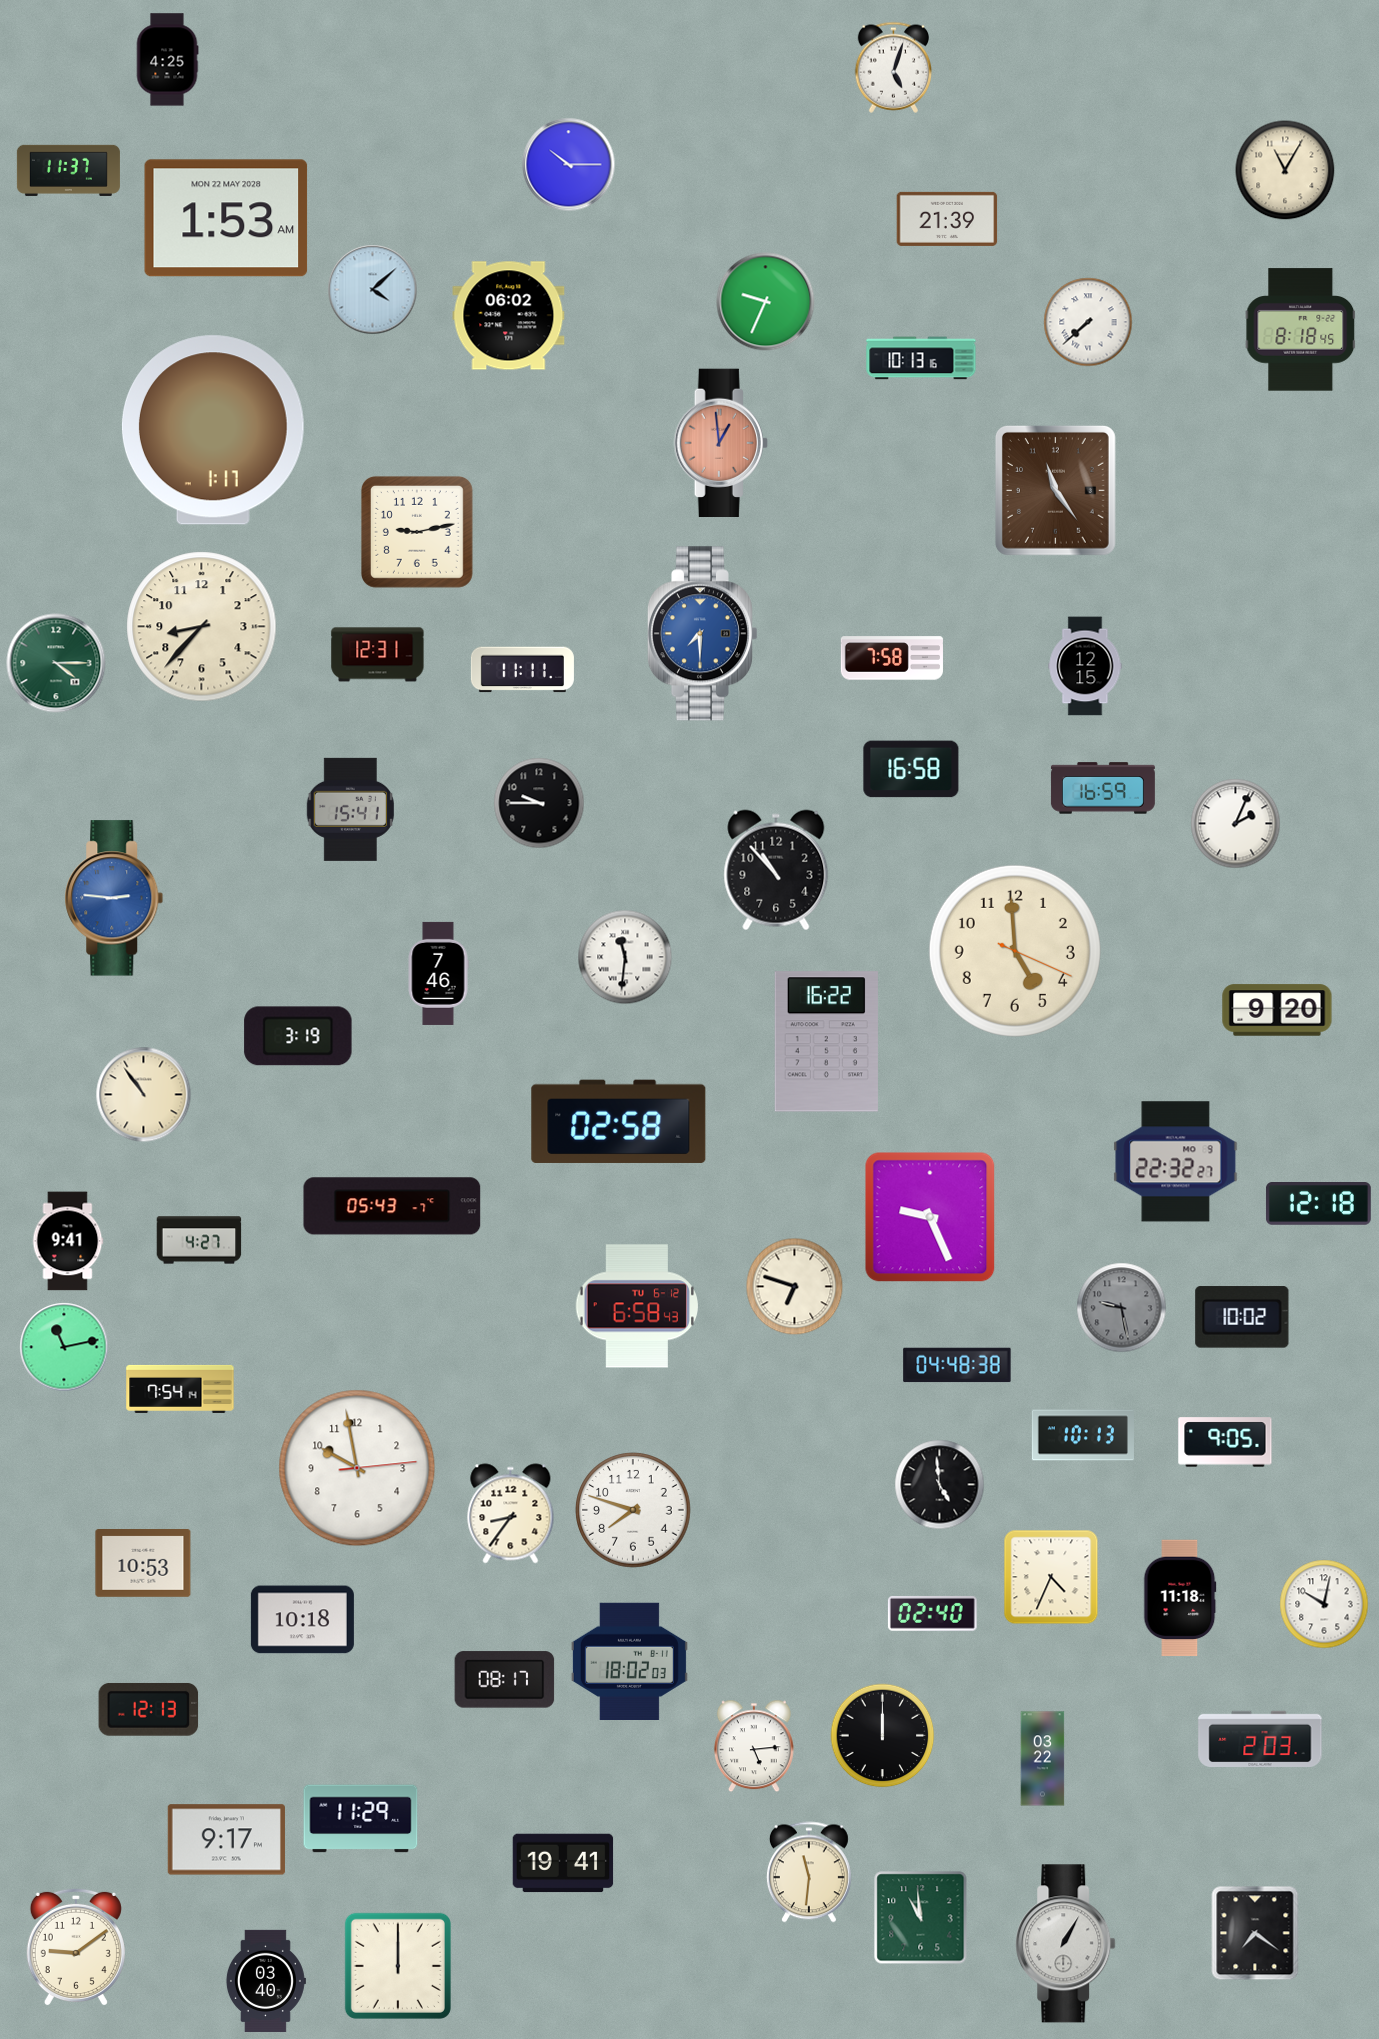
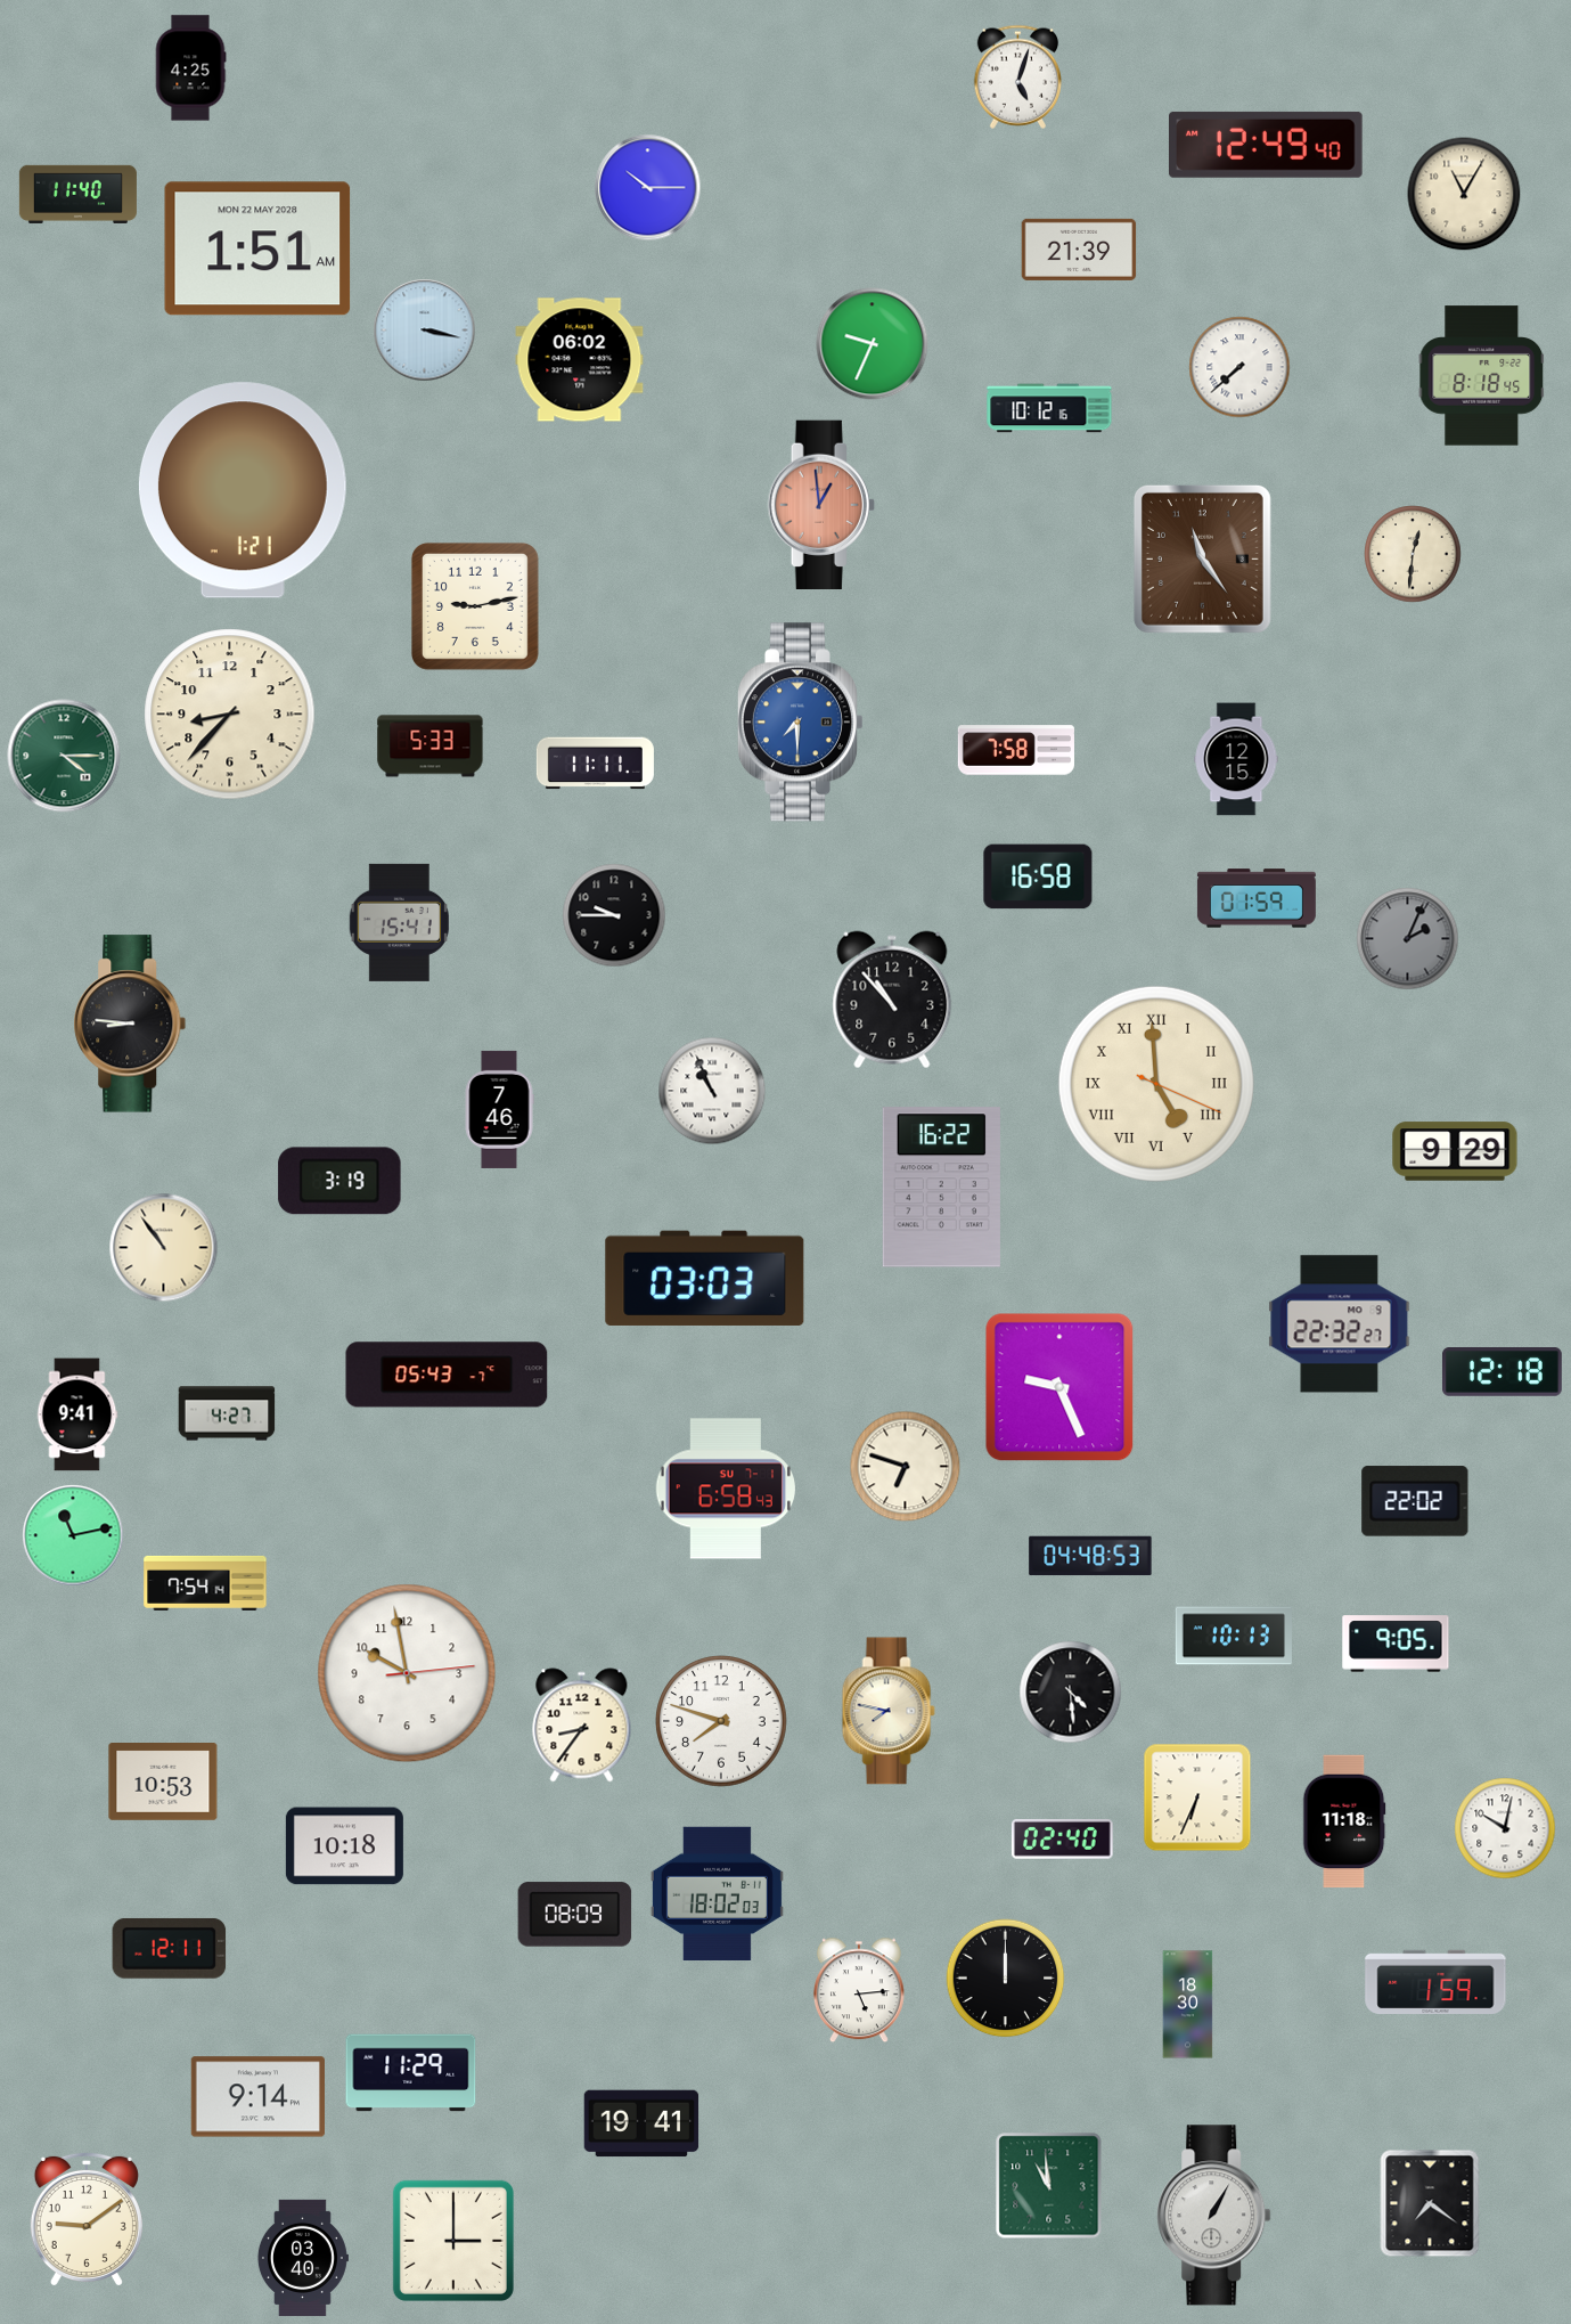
clock at (1267, 145): none -> 12:49
clock at (68, 170): 11:37 -> 11:40
clock at (226, 218): 1:53 -> 1:51
clock at (373, 290): 4:08 -> 3:17
clock at (921, 358): 10:13 -> 10:12
clock at (213, 430): 1:17 -> 1:21
clock at (1413, 554): none -> 12:31
clock at (378, 655): 12:31 -> 5:33
clock at (1103, 788): 16:59 -> 01:59
clock at (1236, 824) dial: white -> grey
clock at (776, 870) position: (776, 870) -> (892, 1000)
clock at (114, 898): 2:46 -> 8:46
clock at (114, 898) dial: blue -> black
clock at (1015, 951) numerals: Arabic -> Roman
clock at (625, 957): 11:31 -> 10:56
clock at (1277, 1010): 9:20 -> 9:29
clock at (619, 1121): 02:58 -> 03:03
clock at (637, 1306) date: TU 6-12 -> SU 7-1
clock at (1122, 1308): 9:28 -> none
clock at (1242, 1317): 10:02 -> 22:02
clock at (957, 1365): 04:48:38 -> 04:48:53
clock at (940, 1485): 4:59 -> 4:29
clock at (889, 1711): none -> 7:47
clock at (1051, 1577): 4:34 -> 6:34
clock at (1324, 1604) position: (1324, 1604) -> (1505, 1828)
clock at (505, 1680): 08:17 -> 08:09
clock at (149, 1709): 12:13 -> 12:11
clock at (1260, 1739): 2:03 -> 1:59
clock at (1043, 1759): 03:22 -> 18:30
clock at (226, 1840): 9:17 -> 9:14
clock at (809, 1872): 11:31 -> none
clock at (398, 1966): 12:00 -> 3:00
